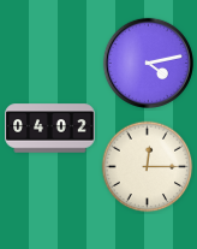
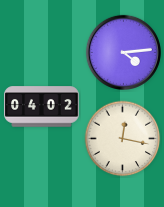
clock at (148, 63): 4:13 -> 4:14
clock at (148, 167): 12:15 -> 12:17
